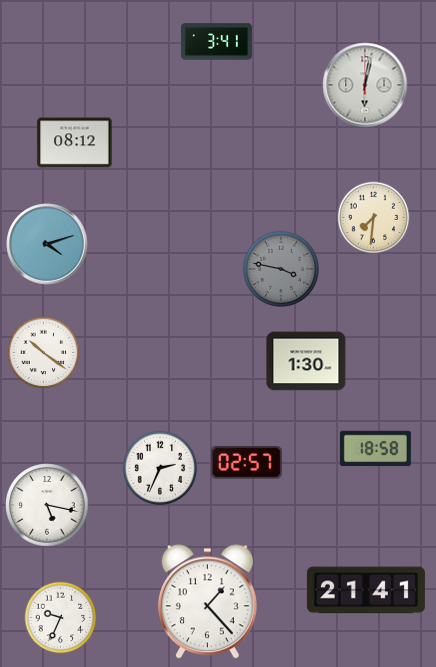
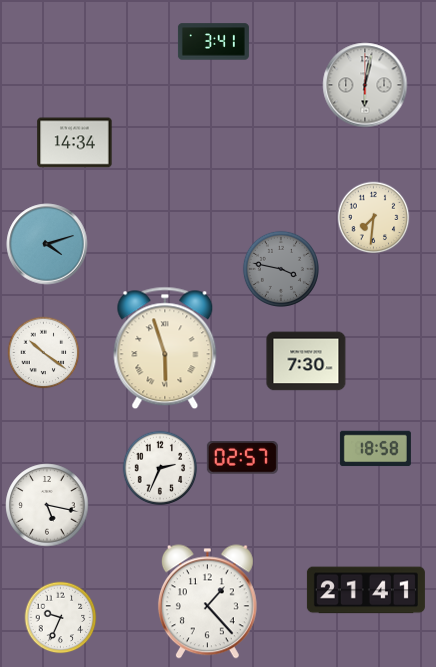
clock at (216, 42) position: (216, 42) -> (213, 42)
clock at (75, 143): 08:12 -> 14:34
clock at (165, 348): none -> 5:57
clock at (306, 361): 1:30 -> 7:30
clock at (246, 463) position: (246, 463) -> (242, 458)
